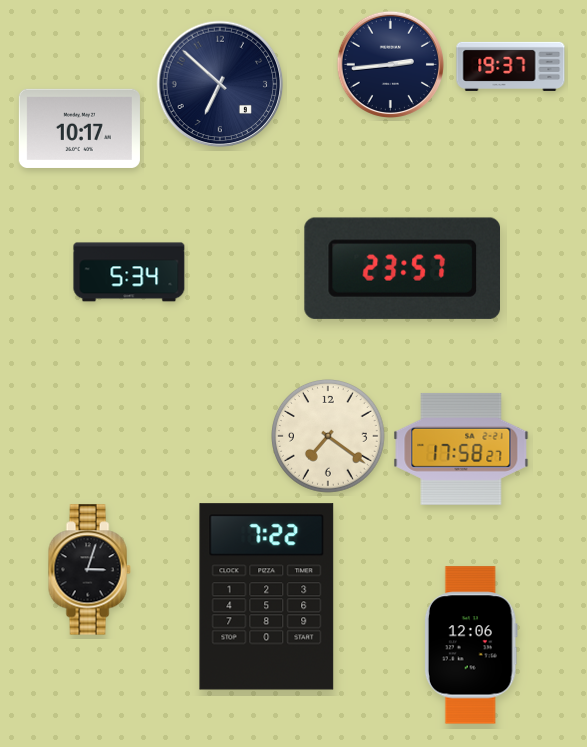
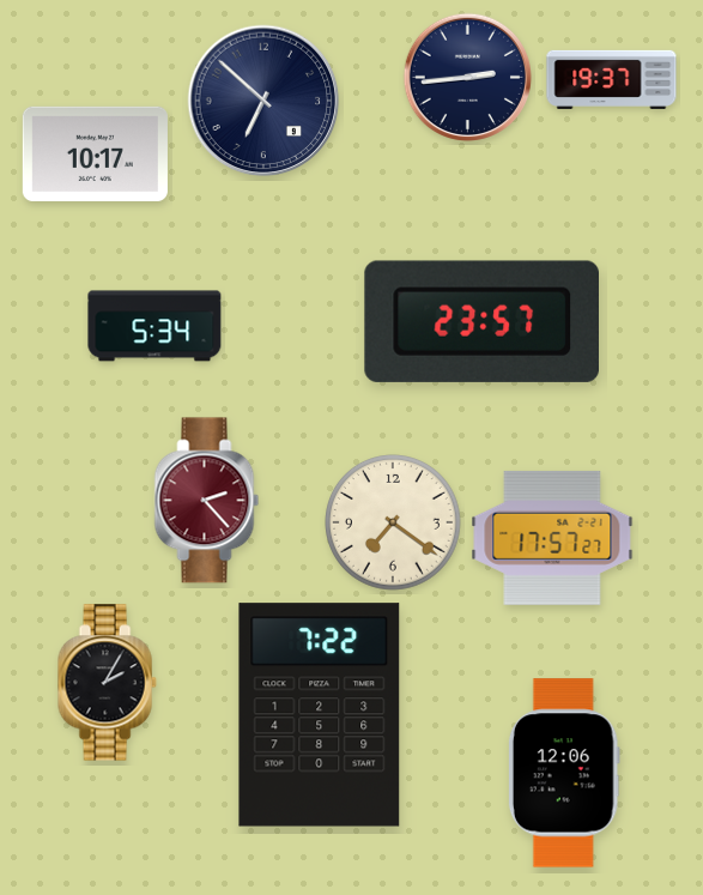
clock at (207, 501): none -> 2:23
clock at (461, 449): 17:58 -> 17:57
clock at (89, 570): 3:03 -> 2:05
